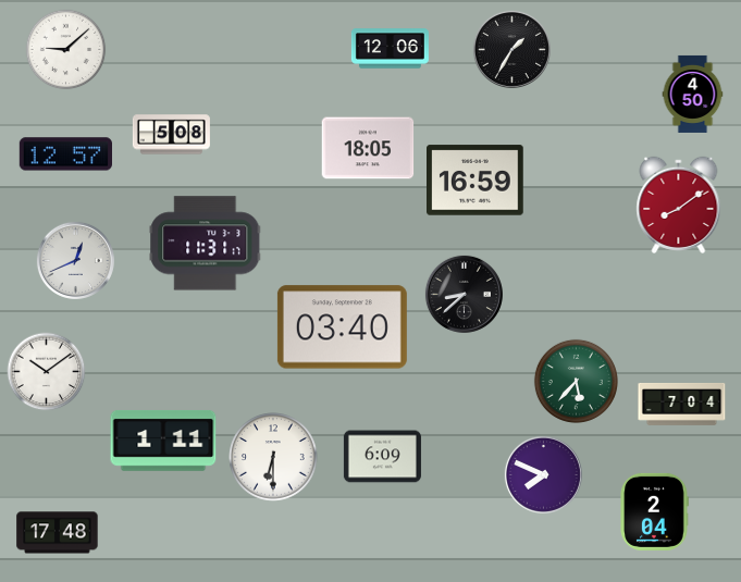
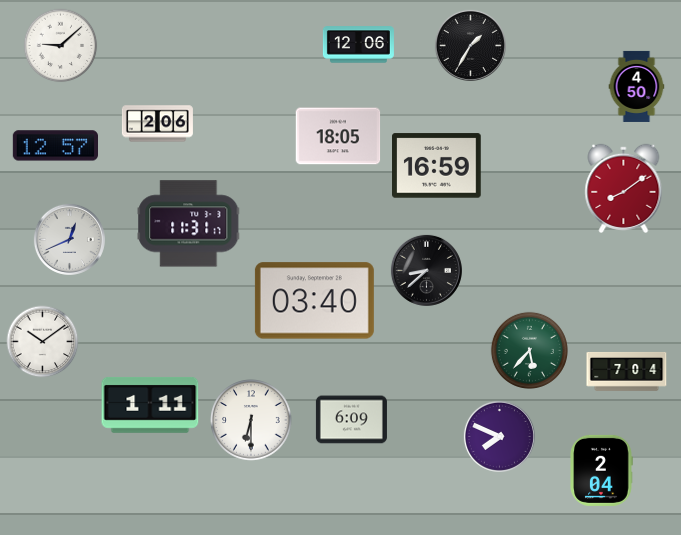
clock at (171, 135): 5:08 -> 2:06
clock at (65, 154) position: (65, 154) -> (55, 146)
clock at (58, 533): 17:48 -> none
